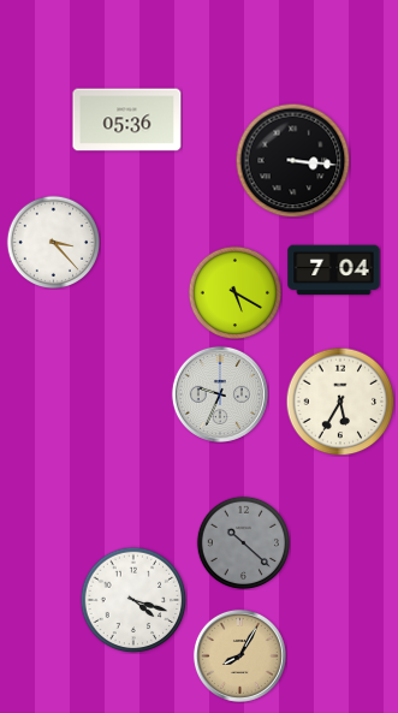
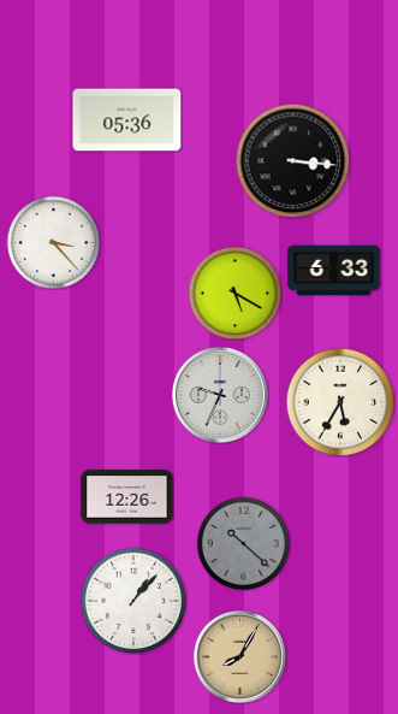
clock at (334, 271): 7:04 -> 6:33
clock at (127, 497): none -> 12:26
clock at (133, 600): 4:18 -> 1:07
